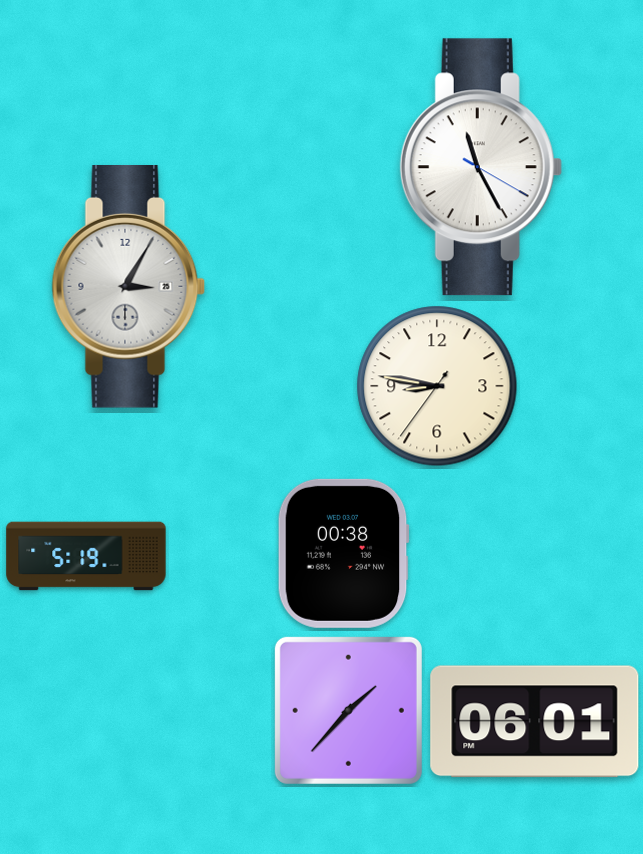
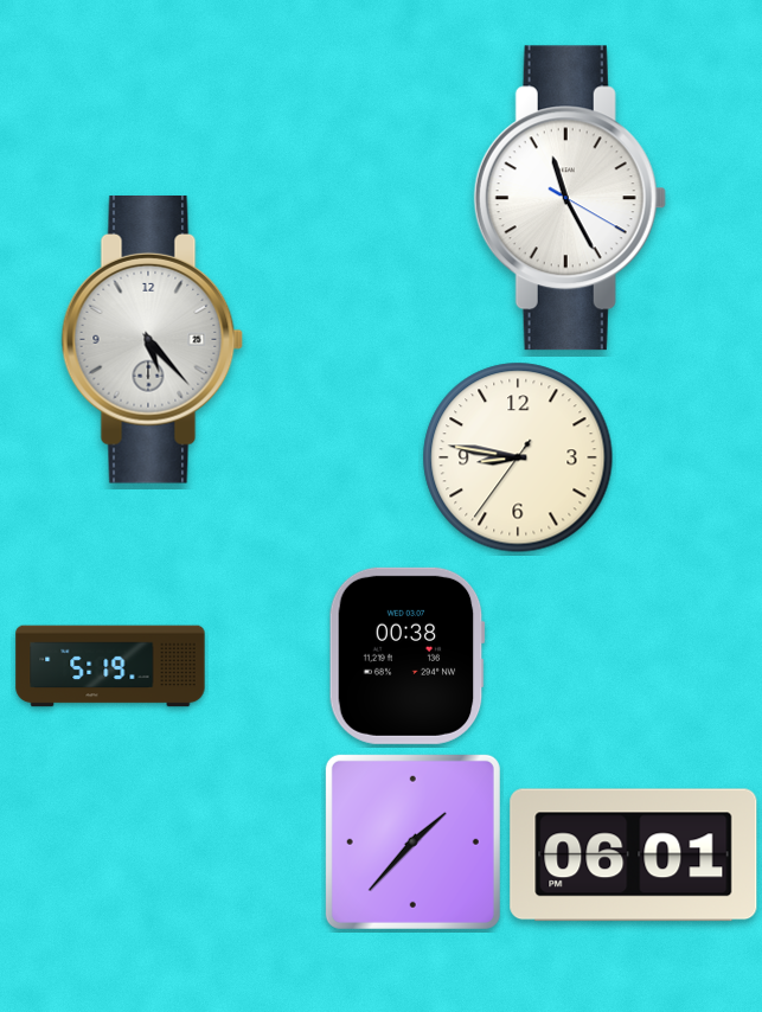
clock at (129, 287): 3:05 -> 5:23
clock at (86, 556) position: (86, 556) -> (110, 666)
